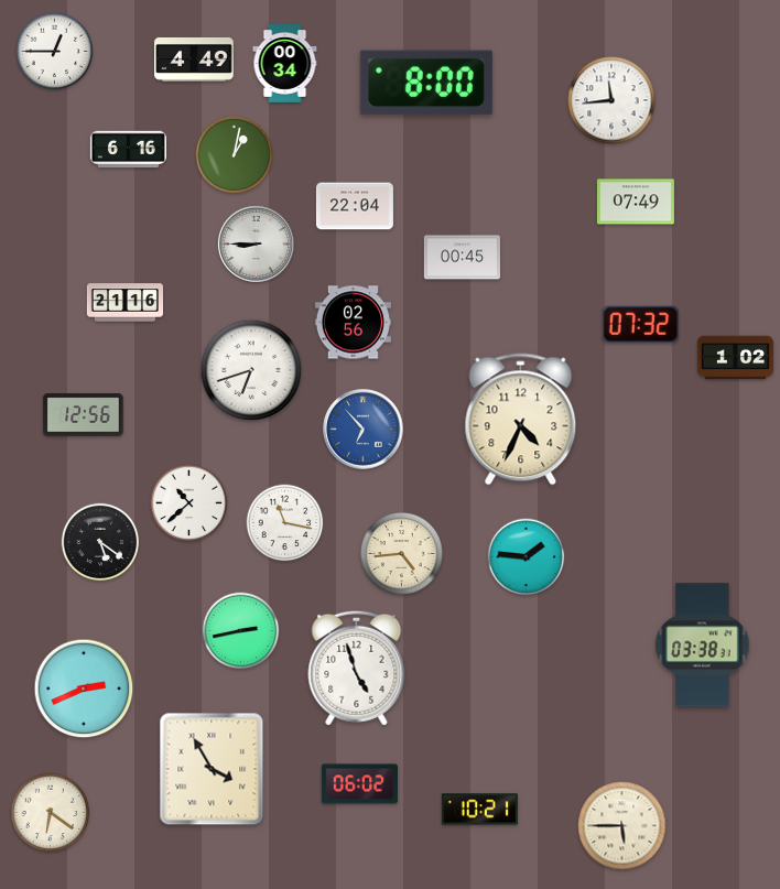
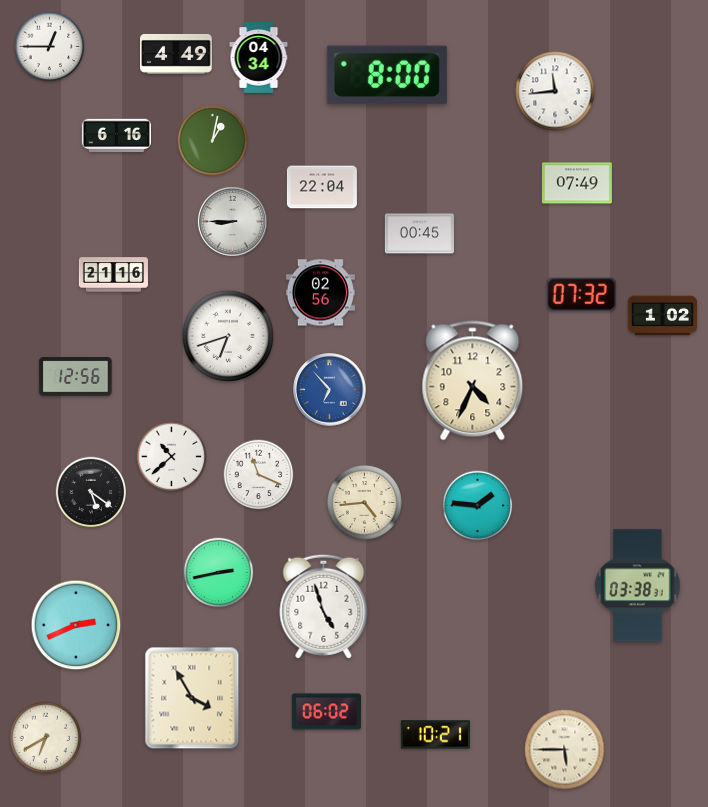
clock at (285, 64): 00:34 -> 04:34
clock at (735, 358) position: (735, 358) -> (662, 316)
clock at (285, 523): 11:17 -> 11:19
clock at (51, 813): 6:21 -> 6:40
